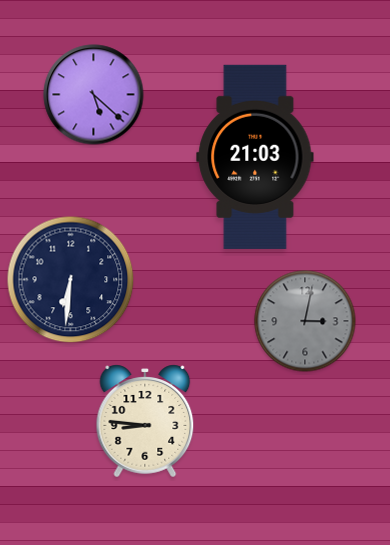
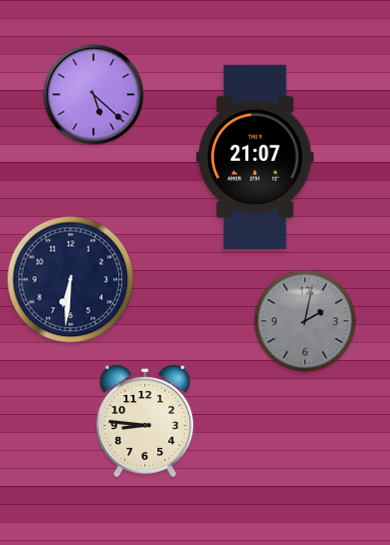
clock at (255, 157): 21:03 -> 21:07
clock at (305, 321): 3:02 -> 2:02
